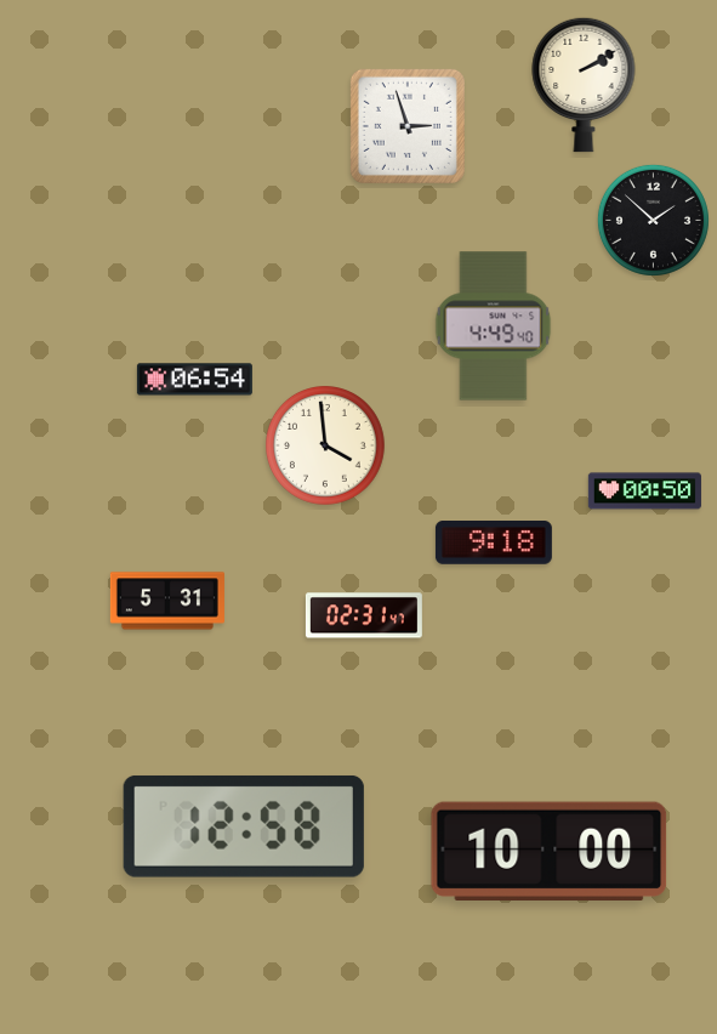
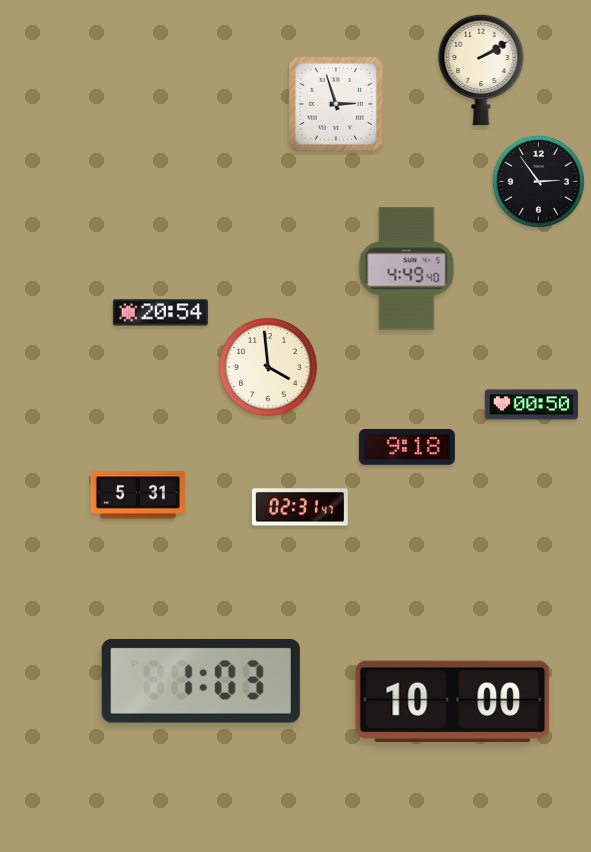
clock at (653, 220): 1:52 -> 2:54
clock at (194, 380): 06:54 -> 20:54
clock at (244, 826): 12:58 -> 1:03
